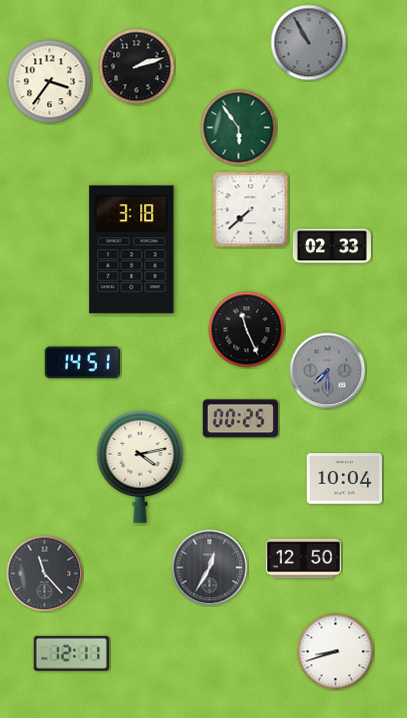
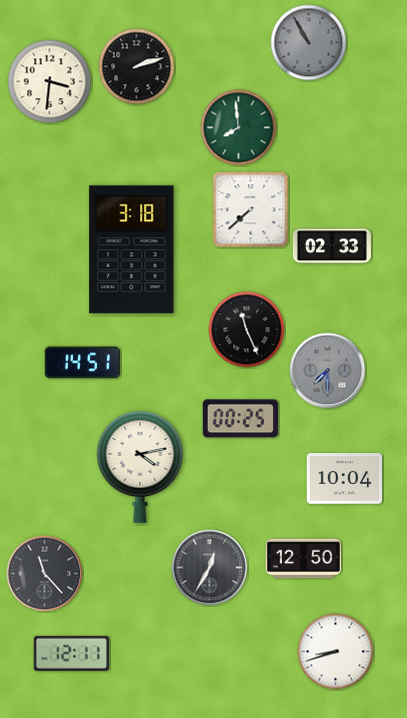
clock at (50, 82): 3:36 -> 3:31
clock at (239, 128): 5:54 -> 7:59
